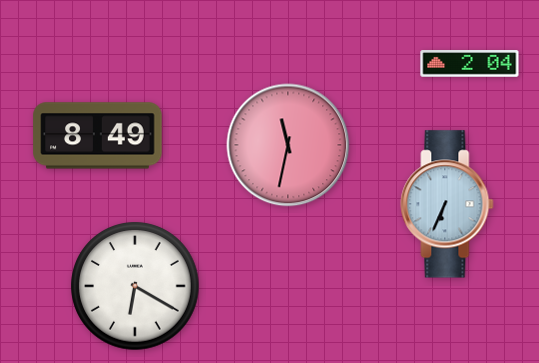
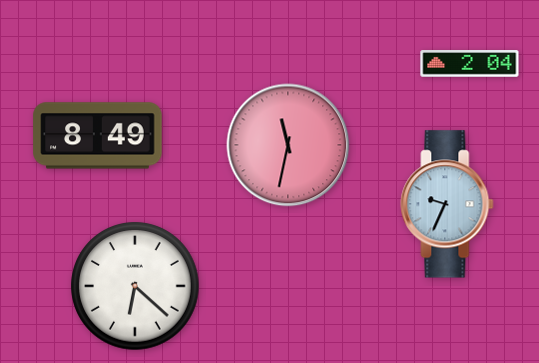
clock at (447, 204): 6:34 -> 9:34
clock at (135, 286): 6:20 -> 6:22
